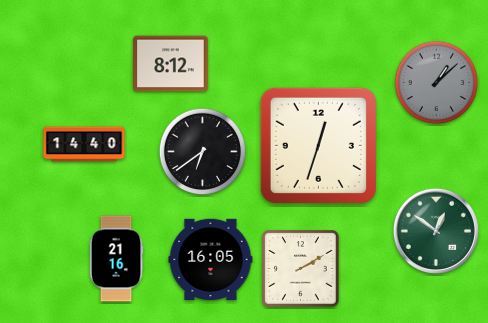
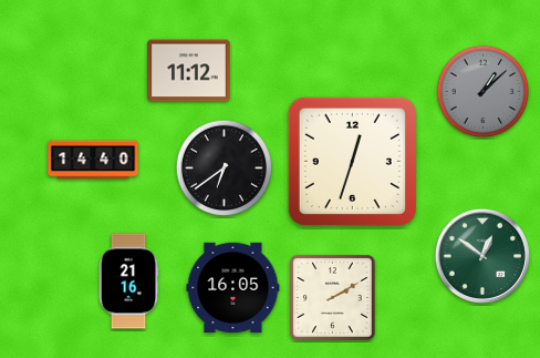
clock at (171, 64): 8:12 -> 11:12
clock at (116, 259) position: (116, 259) -> (128, 282)
